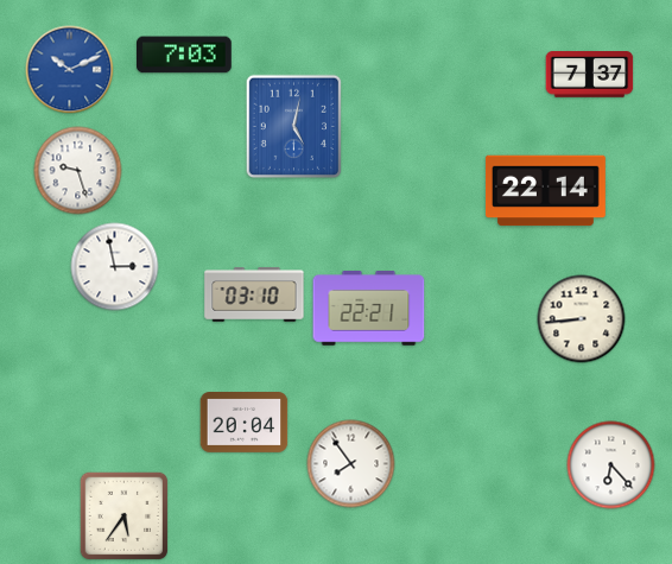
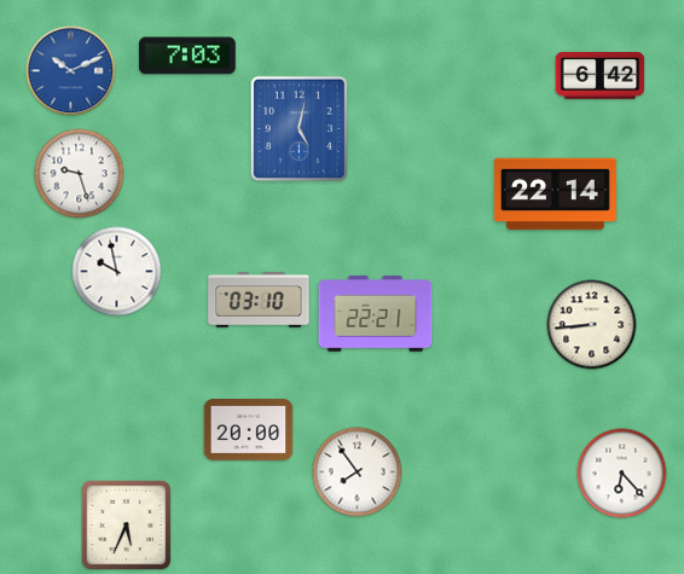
clock at (590, 75): 7:37 -> 6:42
clock at (115, 267): 2:58 -> 9:58
clock at (245, 423): 20:04 -> 20:00
clock at (125, 517): 5:36 -> 5:34
